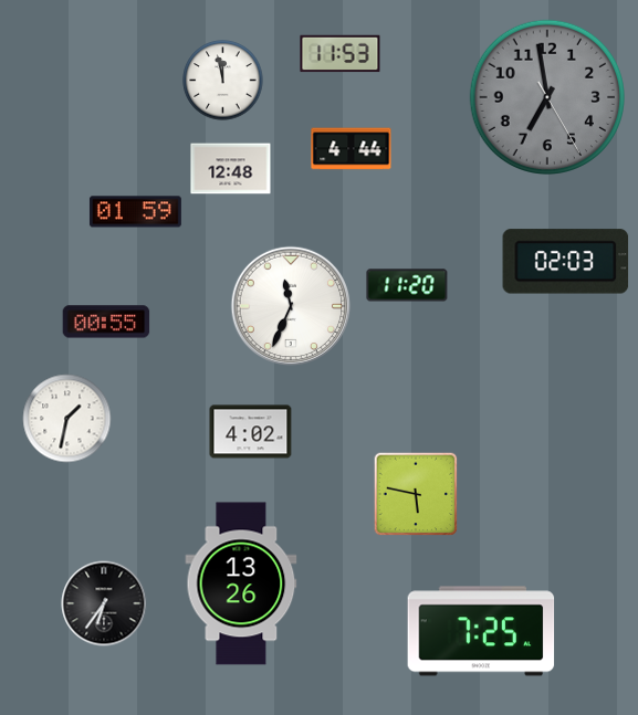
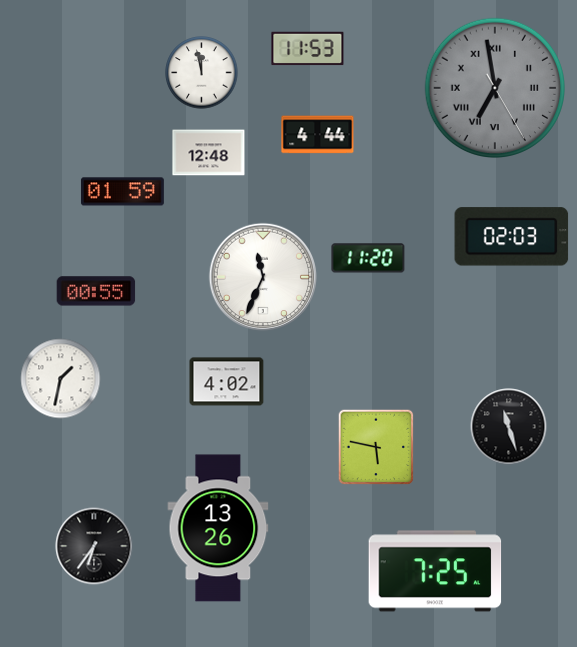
clock at (546, 96) numerals: Arabic -> Roman
clock at (251, 432) position: (251, 432) -> (227, 382)
clock at (509, 427): none -> 11:27
